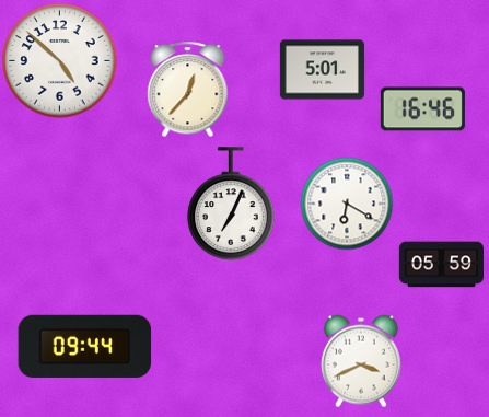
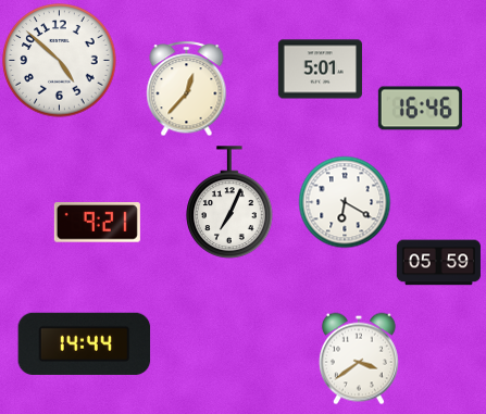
clock at (97, 223): none -> 9:21
clock at (85, 346): 09:44 -> 14:44
clock at (361, 361): 3:41 -> 3:39
